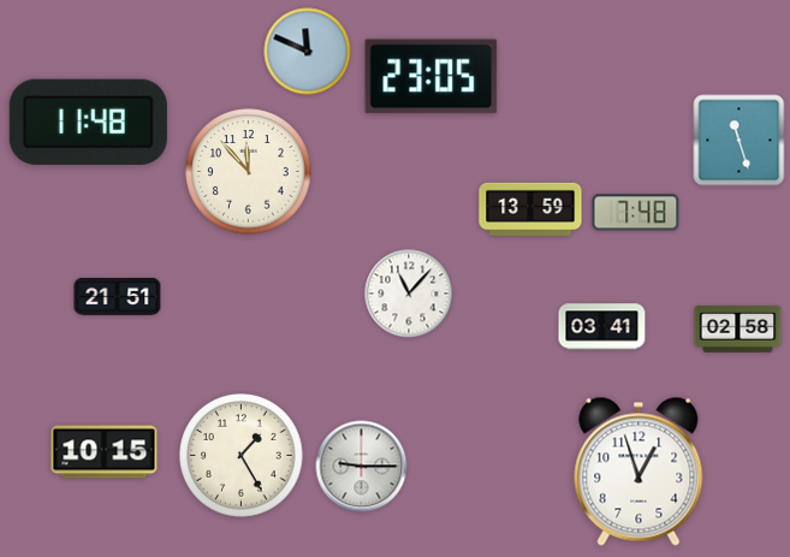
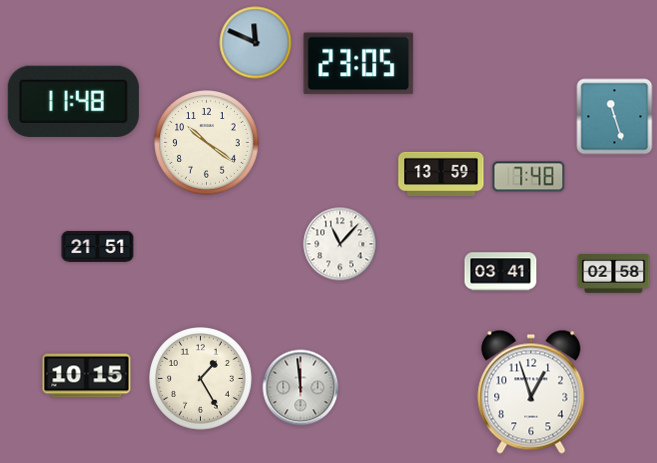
clock at (249, 172): 11:53 -> 10:21
clock at (362, 467): 9:15 -> 11:59
